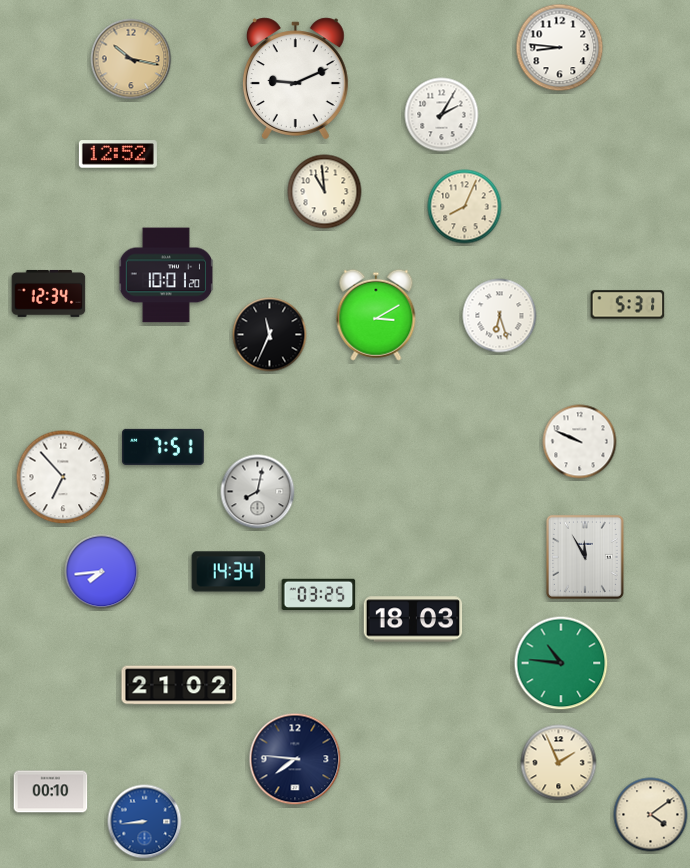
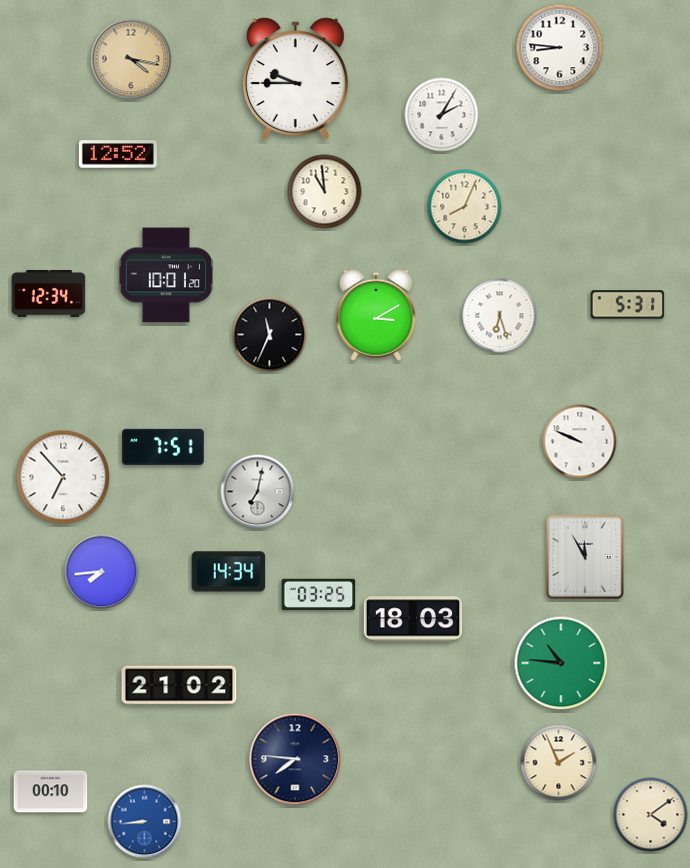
clock at (131, 59): 10:17 -> 4:17
clock at (295, 79): 9:11 -> 9:45
clock at (258, 492): 8:02 -> 7:02
